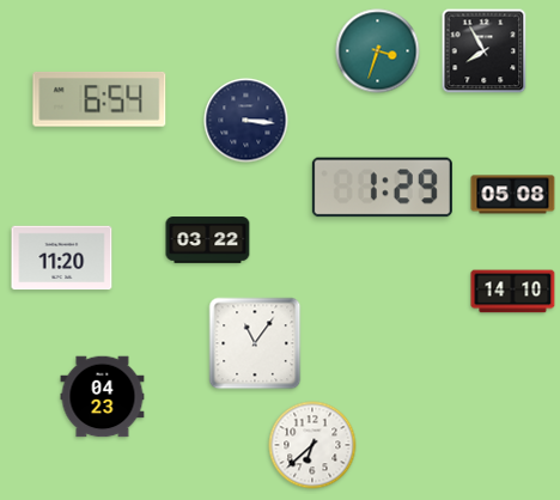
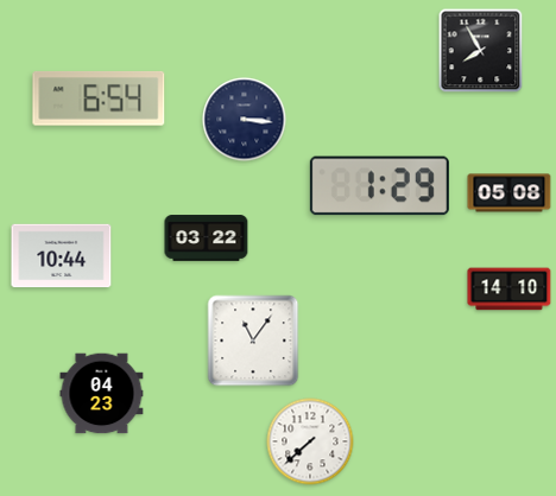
clock at (378, 51): 3:33 -> none
clock at (62, 258): 11:20 -> 10:44
clock at (312, 445): 6:38 -> 7:38
